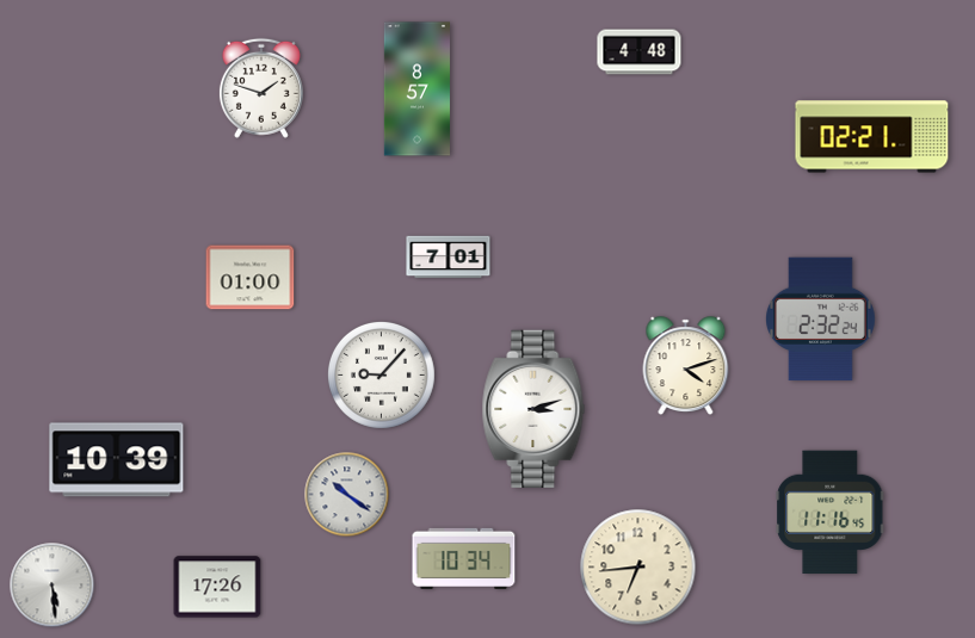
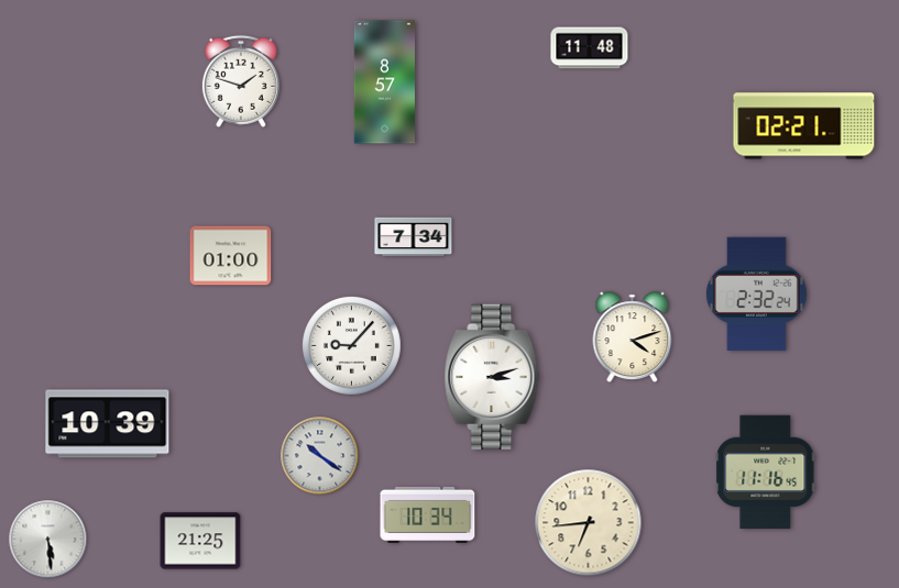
clock at (640, 52): 4:48 -> 11:48
clock at (449, 258): 7:01 -> 7:34
clock at (217, 587): 17:26 -> 21:25
